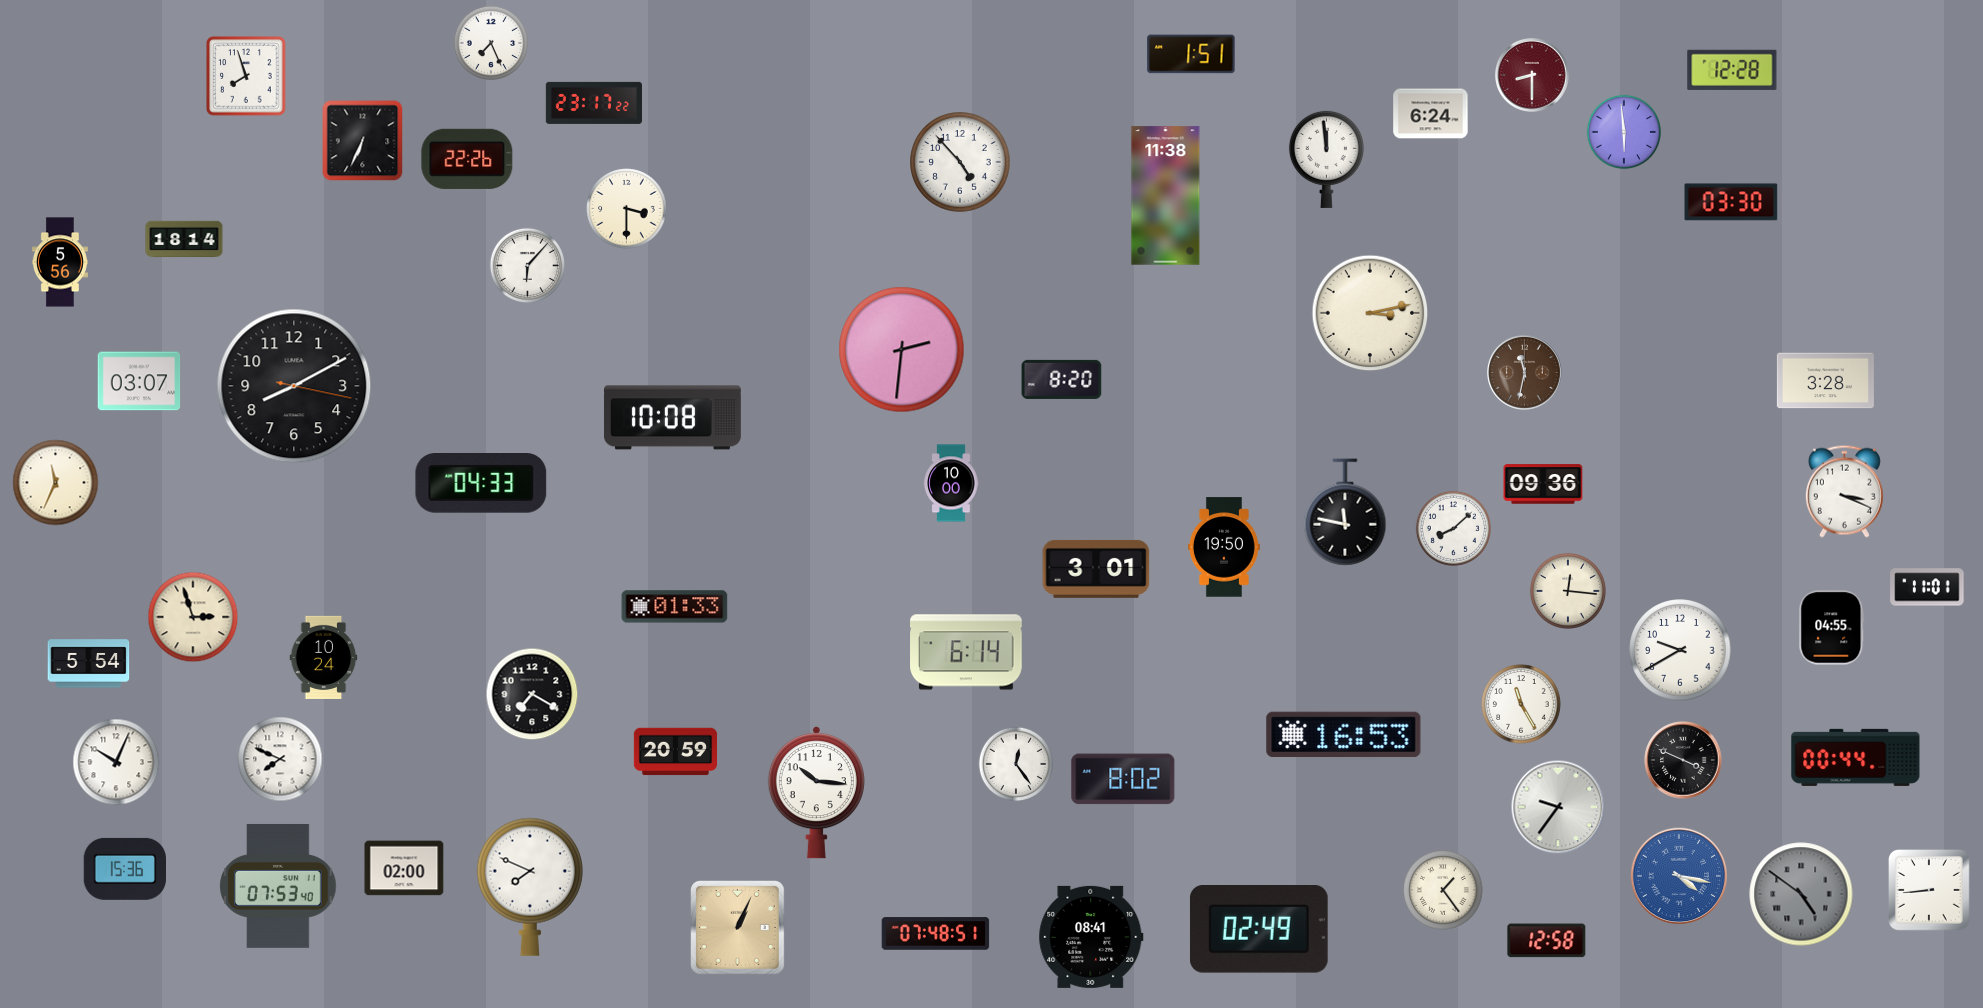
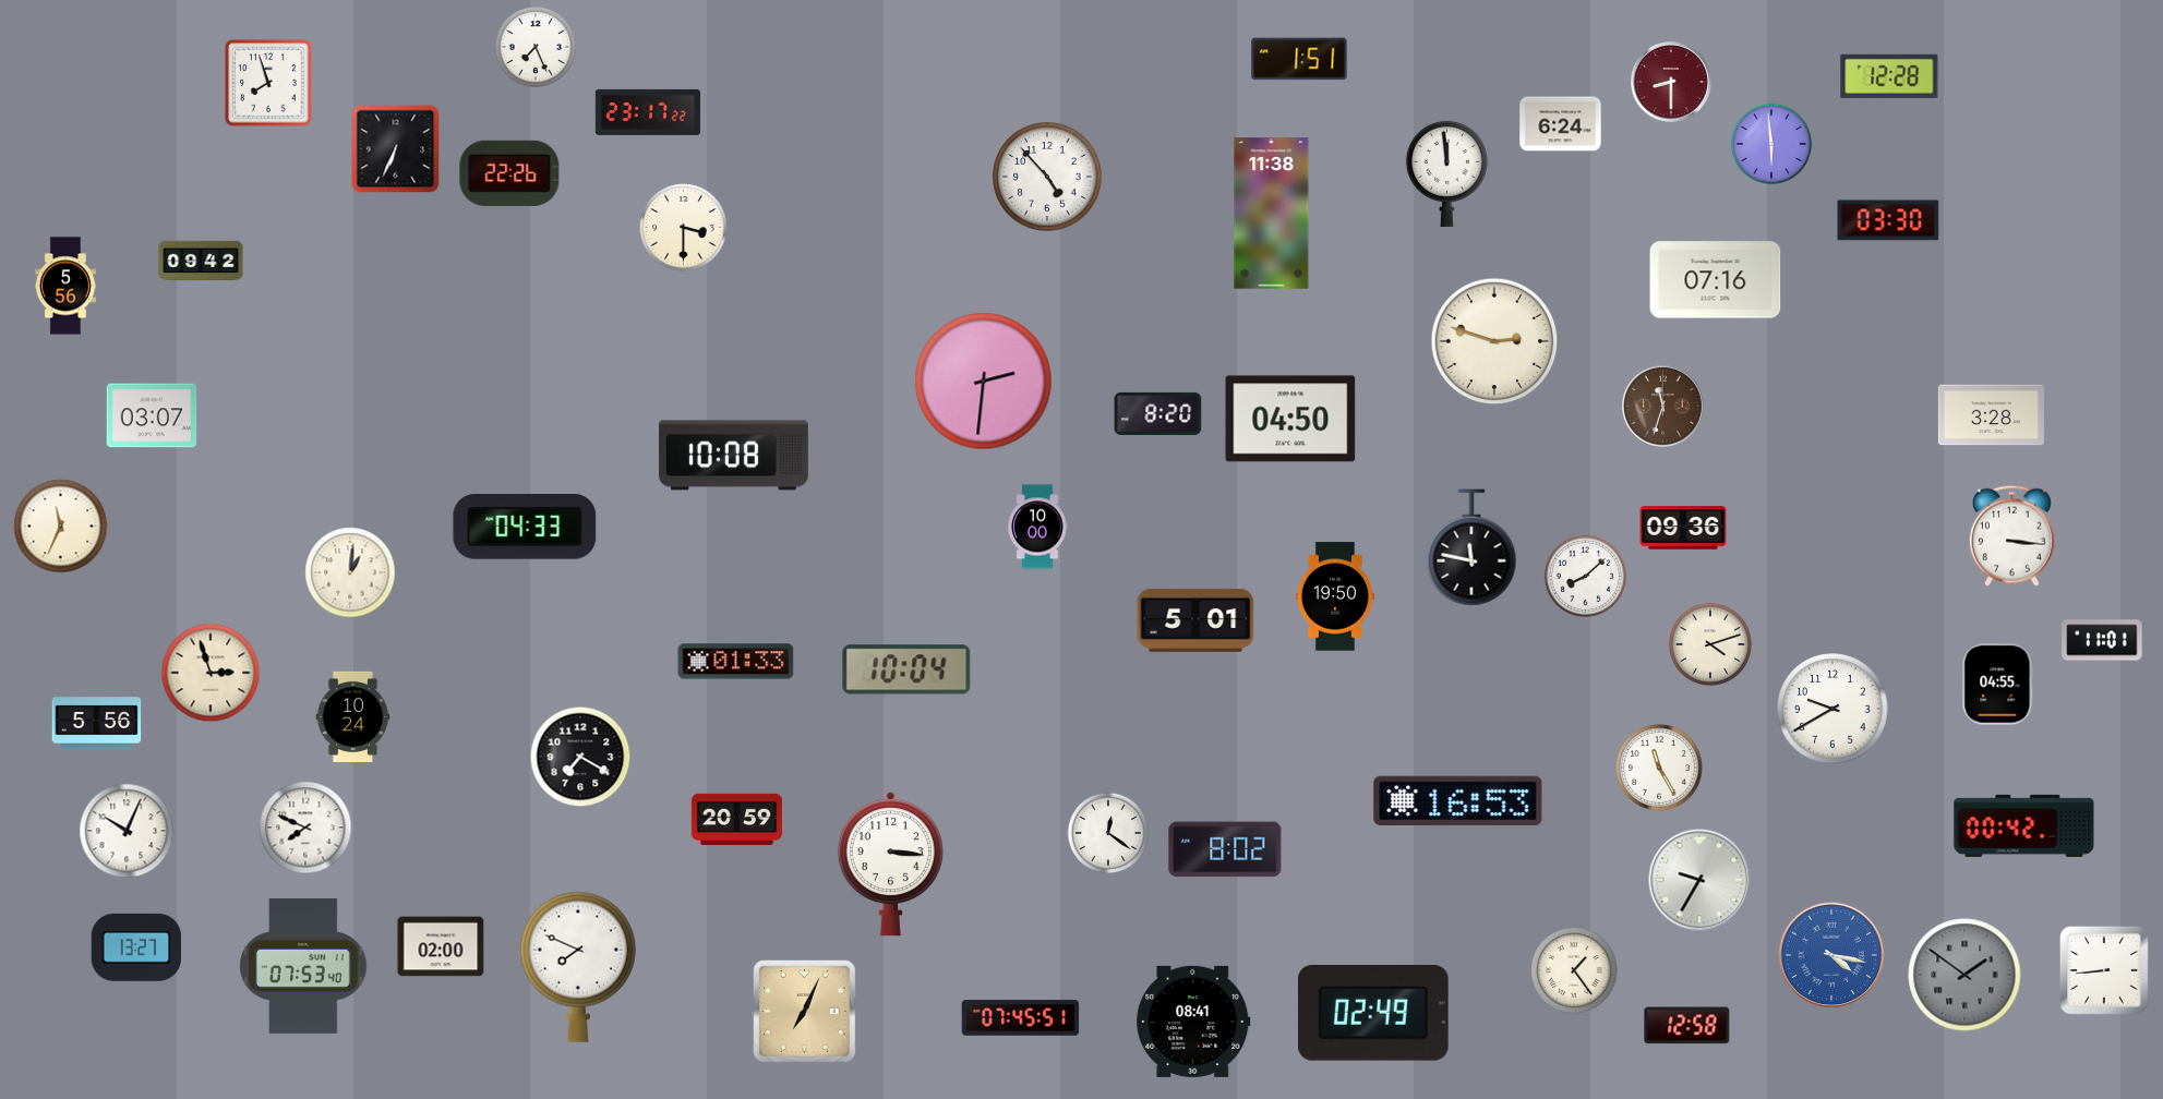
clock at (363, 141) position: (363, 141) -> (396, 149)
clock at (184, 239): 18:14 -> 09:42
clock at (1716, 280): none -> 07:16
clock at (527, 265): 6:07 -> none
clock at (1370, 313): 3:13 -> 2:48
clock at (1525, 373): 11:32 -> 11:33
clock at (1290, 419): none -> 04:50
clock at (294, 386): 8:10 -> none
clock at (1844, 491): 3:19 -> 3:16
clock at (1345, 512) position: (1345, 512) -> (1471, 547)
clock at (350, 572): none -> 1:01
clock at (1096, 569): 3:01 -> 5:01
clock at (1568, 591): 12:16 -> 4:12
clock at (906, 669): none -> 10:04
clock at (966, 652): 6:14 -> none
clock at (89, 664): 5:54 -> 5:56
clock at (1344, 735) position: (1344, 735) -> (1458, 801)
clock at (1856, 757): 00:44 -> 00:42
clock at (1683, 760): 3:49 -> none
clock at (1016, 764): 12:24 -> 12:21
clock at (816, 792): 10:16 -> 3:16
clock at (1558, 807): 9:36 -> 9:35
clock at (124, 869): 15:36 -> 13:27
clock at (1801, 894): 4:51 -> 1:51
clock at (738, 928): 1:04 -> 7:04
clock at (936, 934): 07:48 -> 07:45
clock at (1091, 937) position: (1091, 937) -> (1193, 1022)
